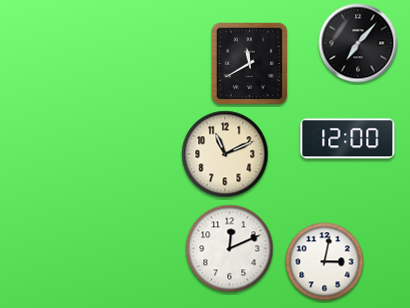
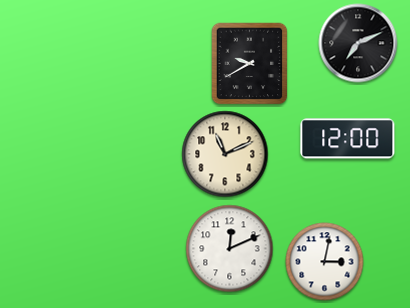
clock at (358, 43): 7:07 -> 7:11
clock at (250, 64): 11:40 -> 9:40
